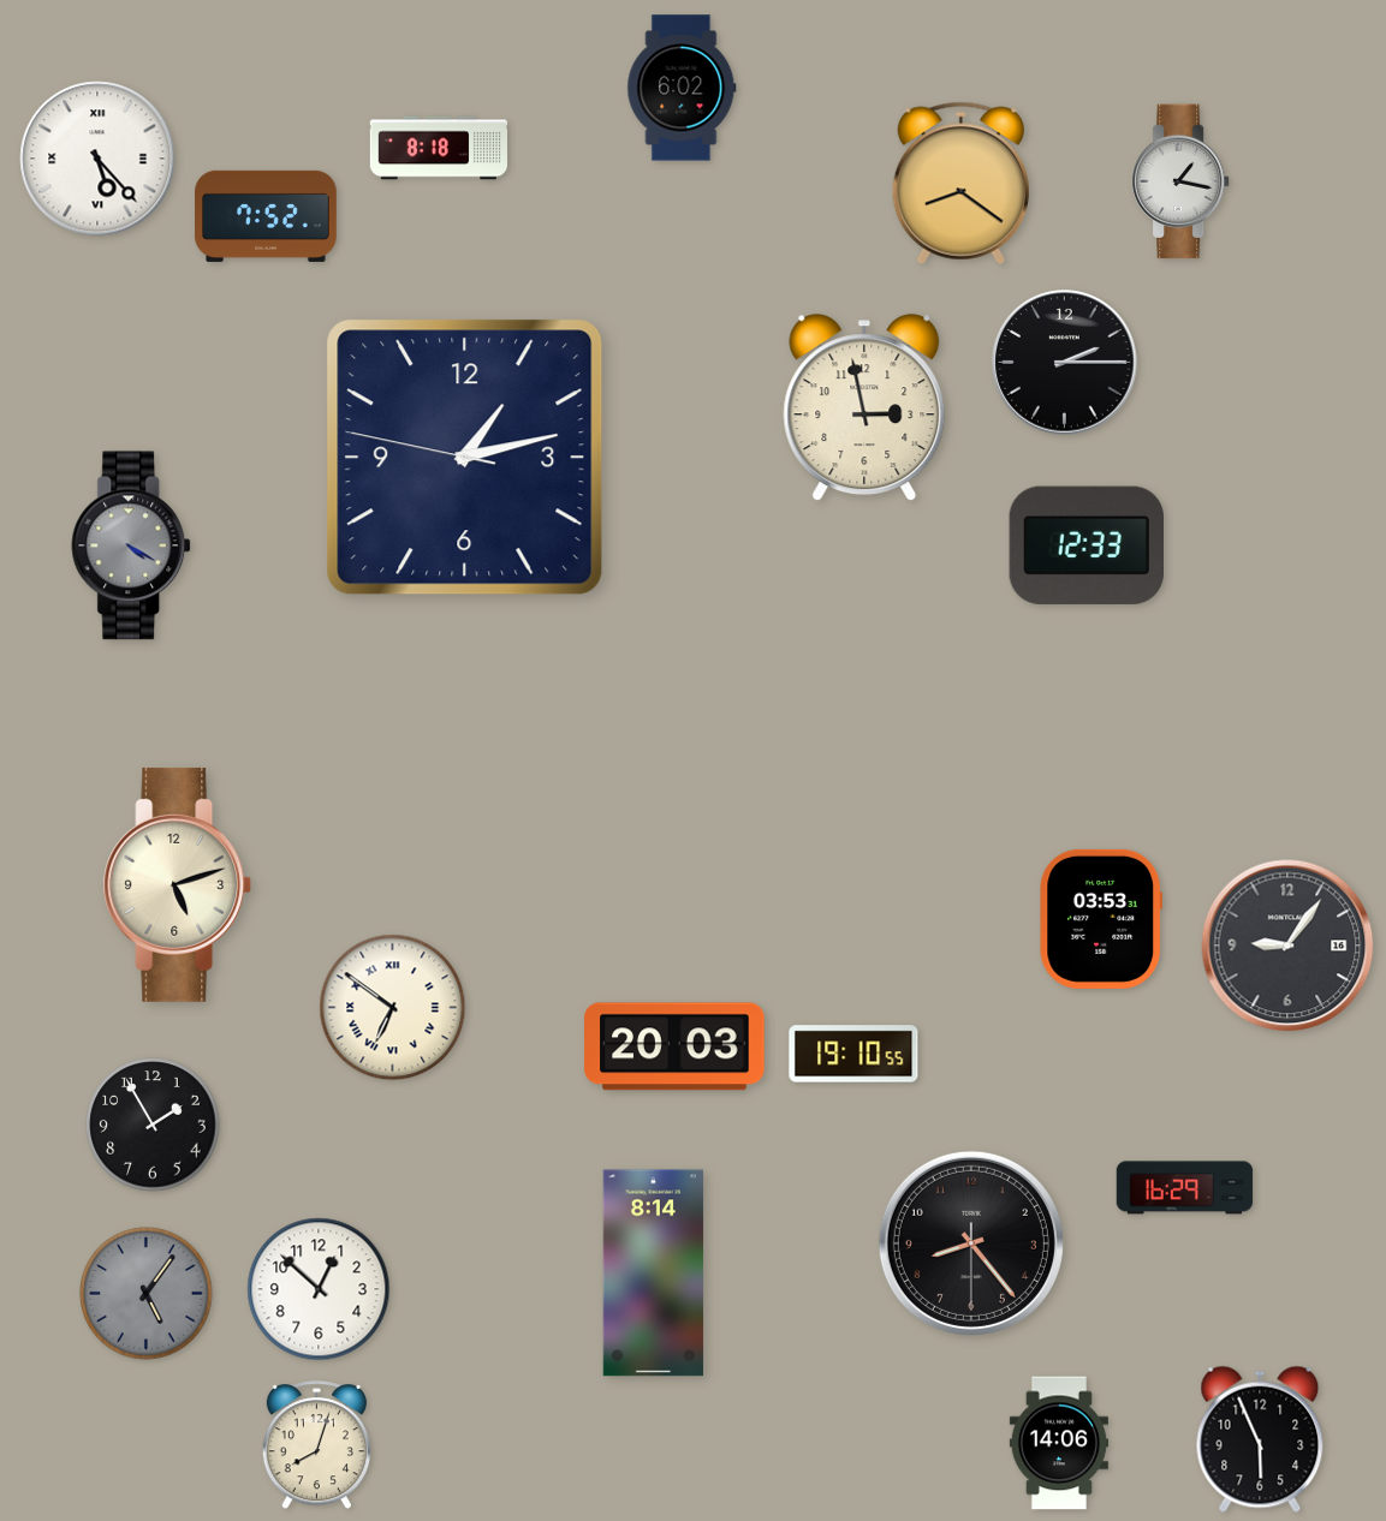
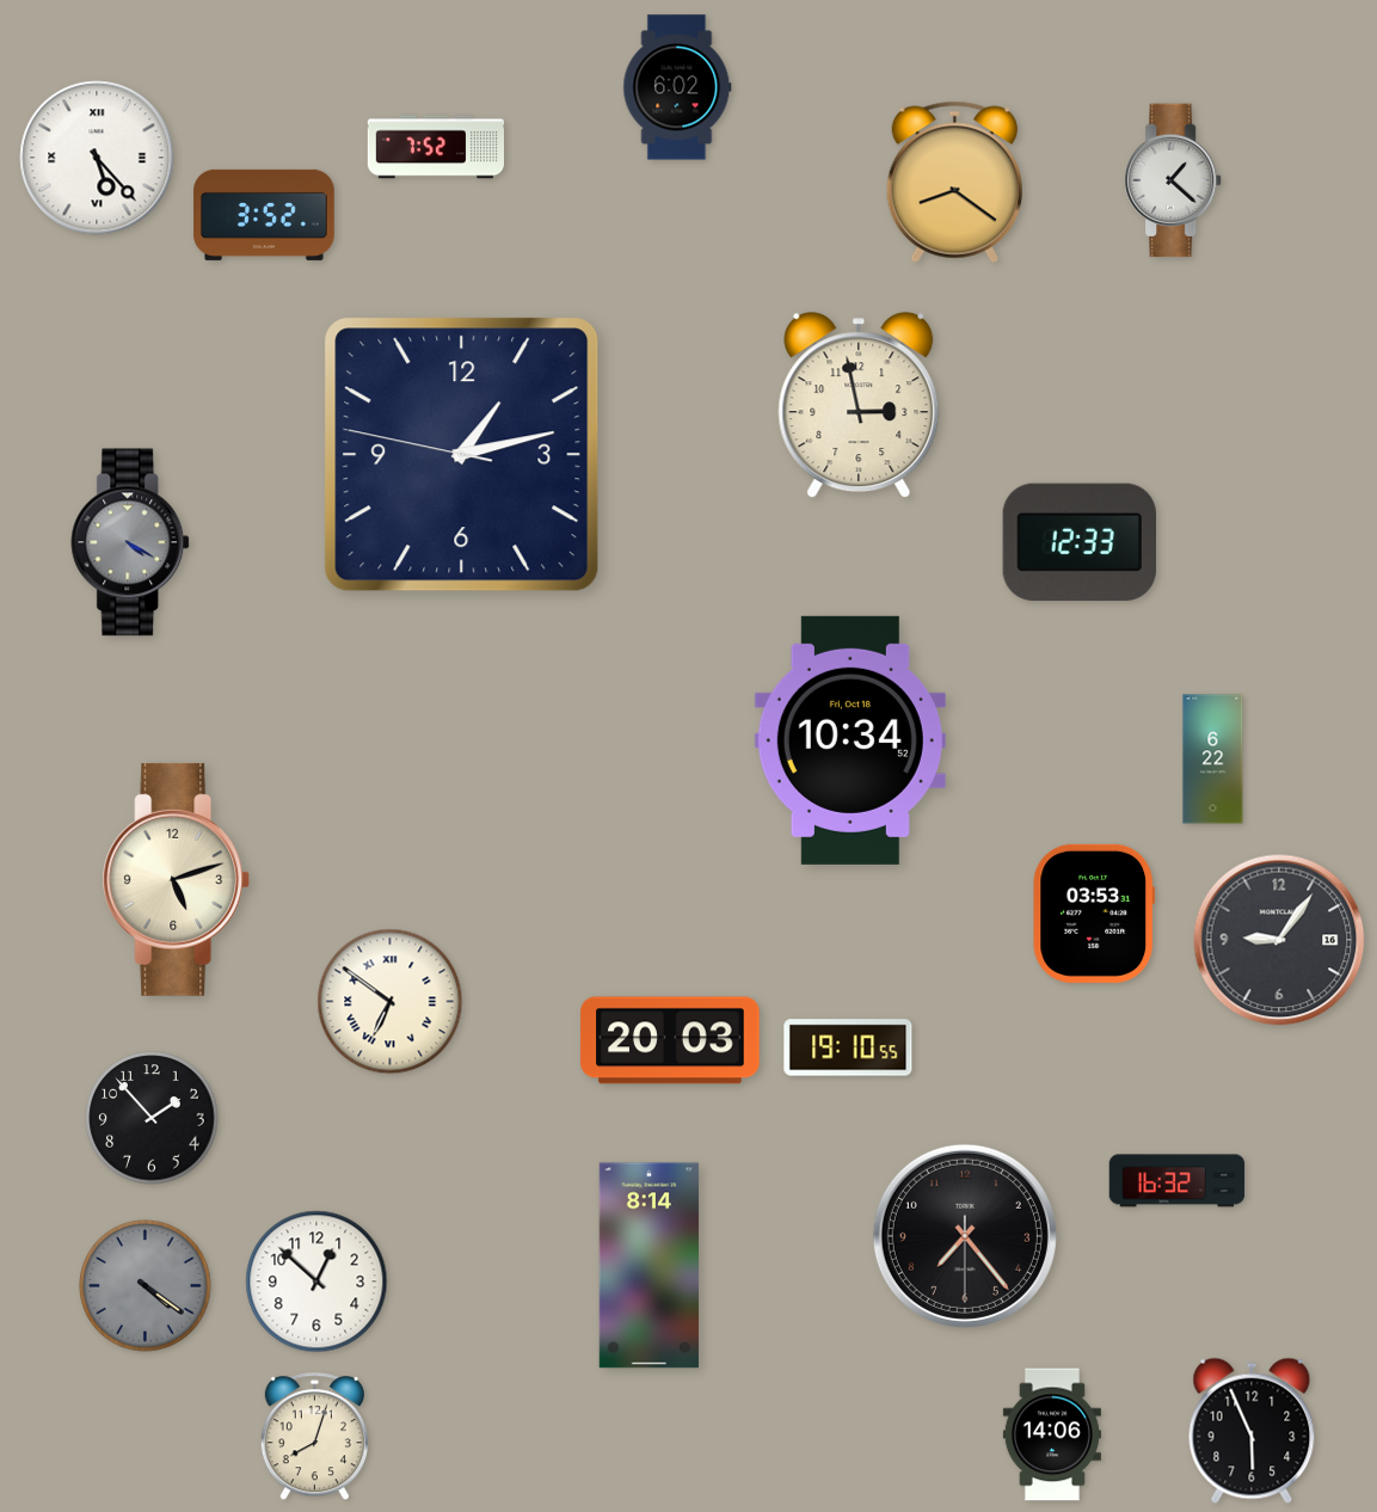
clock at (438, 148): 8:18 -> 7:52
clock at (1182, 181): 1:17 -> 1:22
clock at (266, 216): 7:52 -> 3:52
clock at (1065, 363): 2:15 -> none
clock at (850, 740): none -> 10:34
clock at (1213, 760): none -> 6:22
clock at (153, 1125): 1:55 -> 1:53
clock at (1185, 1188): 16:29 -> 16:32
clock at (971, 1243): 8:23 -> 7:23
clock at (147, 1294): 5:06 -> 4:21
